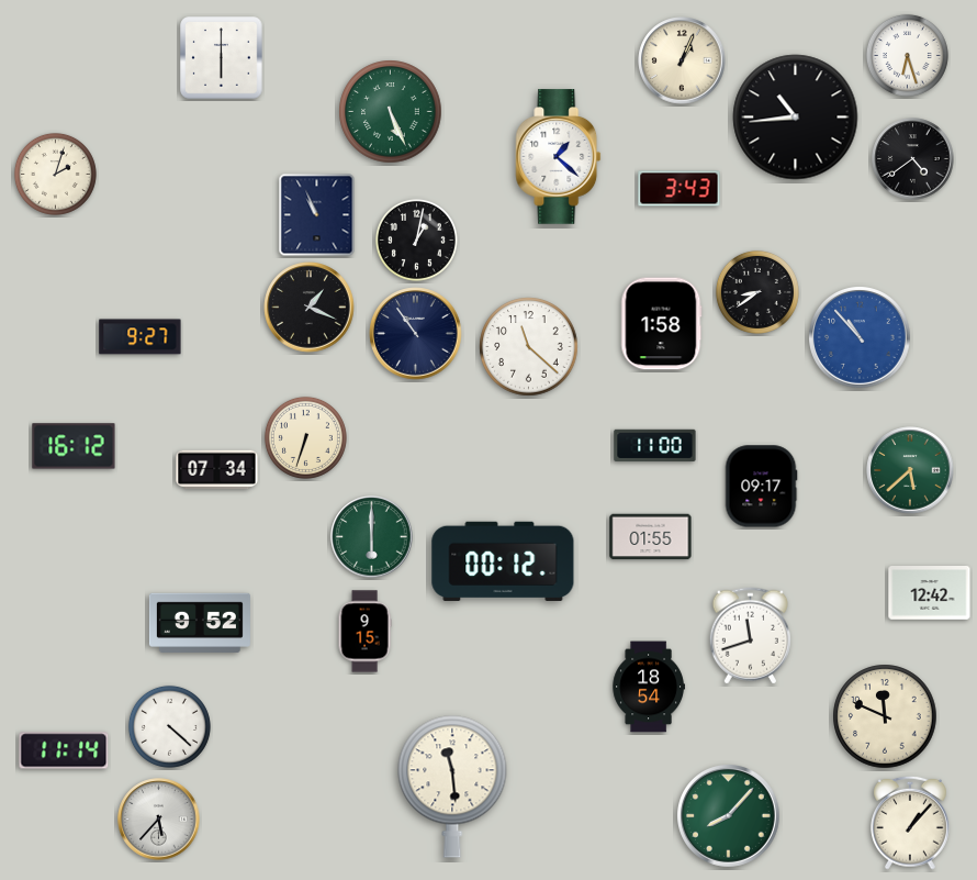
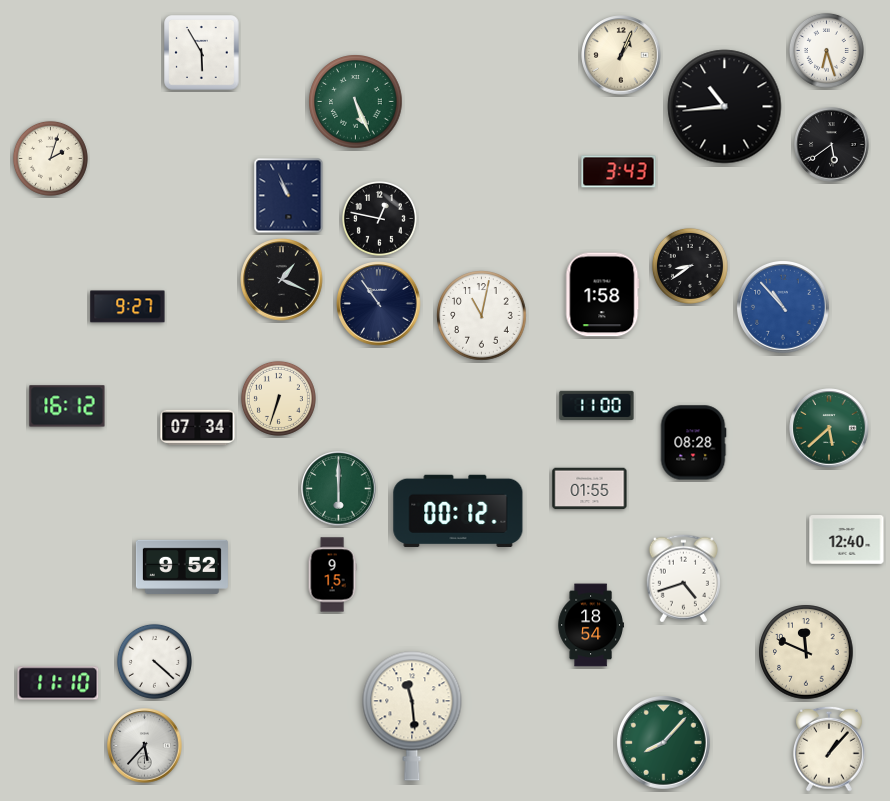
clock at (222, 58): 6:00 -> 5:55
clock at (559, 157): 1:22 -> none
clock at (913, 159): 4:39 -> 5:39
clock at (416, 240): 1:02 -> 12:47
clock at (529, 347): 11:22 -> 11:02
clock at (761, 487): 09:17 -> 08:28
clock at (651, 537) position: (651, 537) -> (590, 489)
clock at (930, 593): 12:42 -> 12:40
clock at (750, 636): 11:42 -> 4:42
clock at (64, 750): 11:14 -> 11:10
